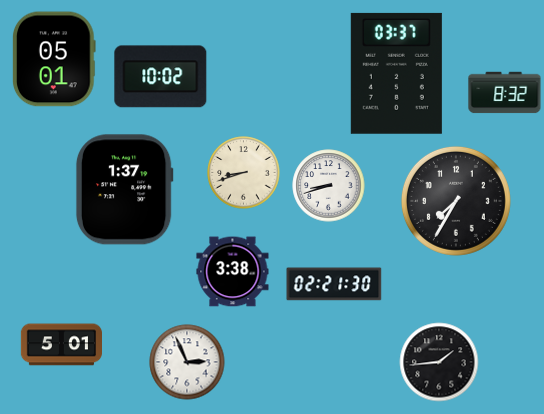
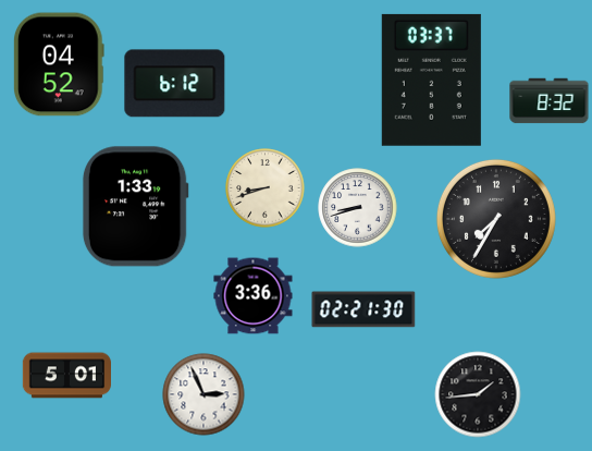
clock at (55, 59): 05:01 -> 04:52
clock at (161, 77): 10:02 -> 6:12
clock at (329, 186) position: (329, 186) -> (358, 208)
clock at (124, 190): 1:37 -> 1:33
clock at (233, 272): 3:38 -> 3:36
